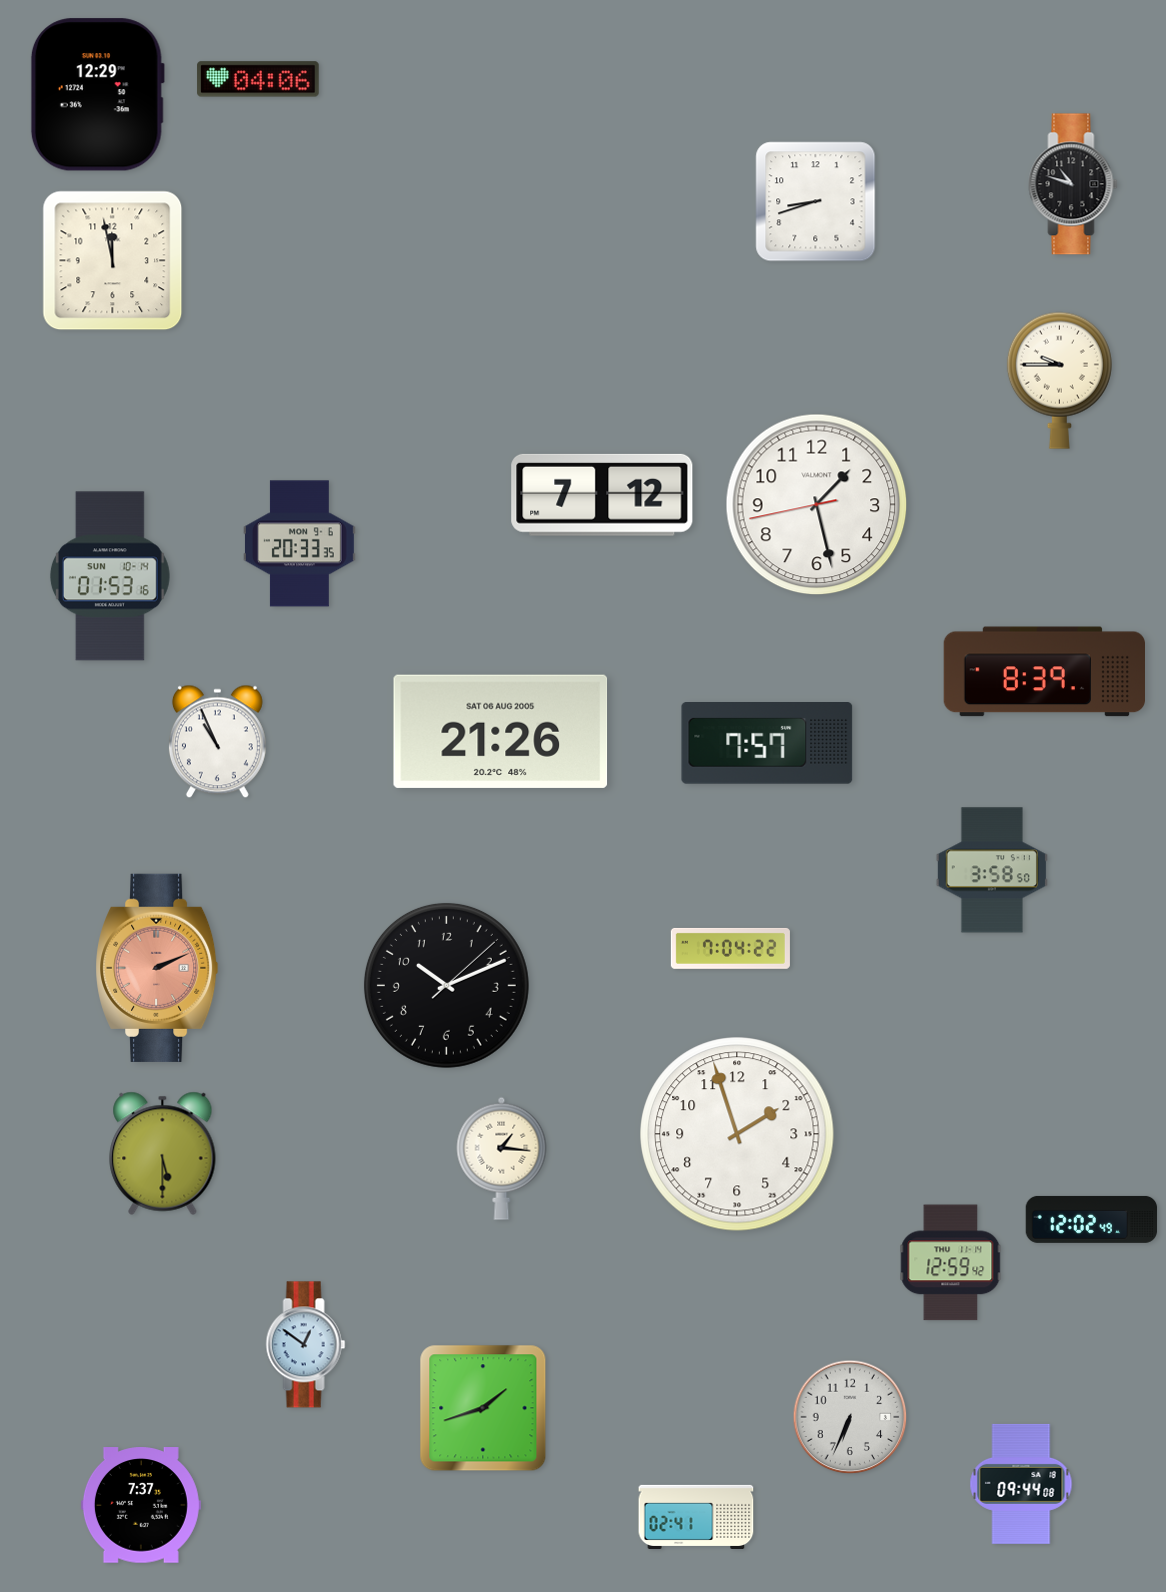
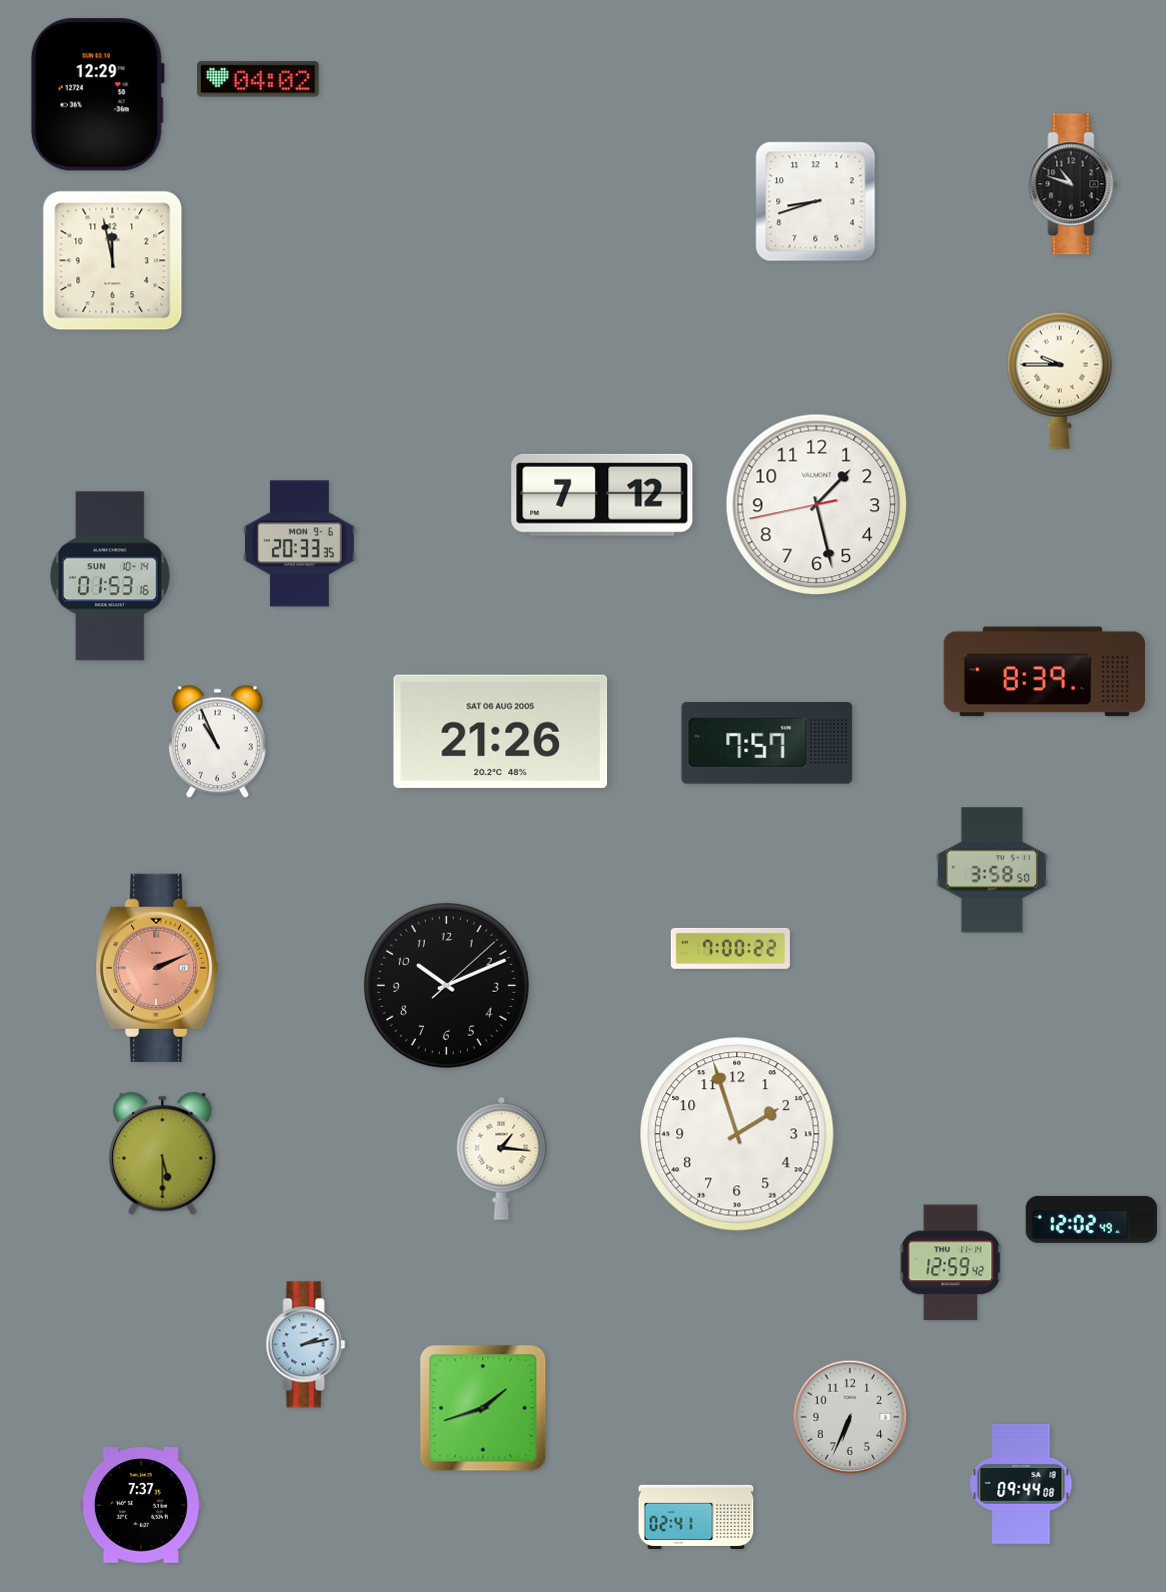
clock at (258, 79): 04:06 -> 04:02
clock at (730, 948): 7:04 -> 7:00
clock at (306, 1345): 12:51 -> 2:13
